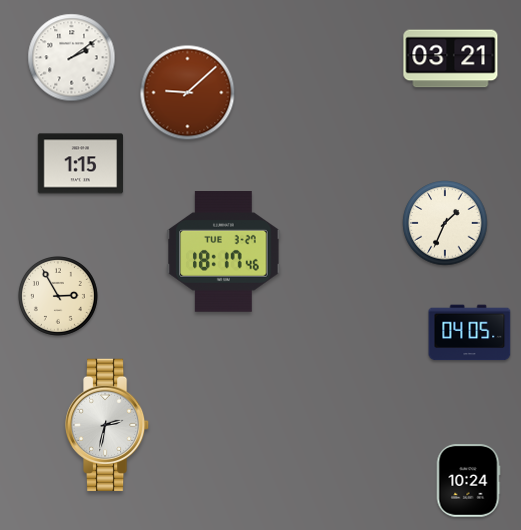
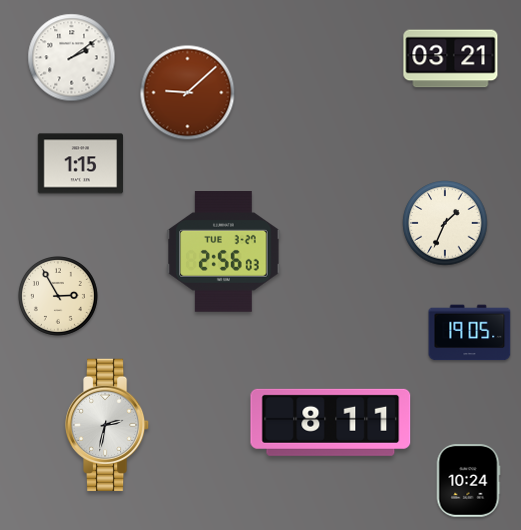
clock at (224, 252): 18:17 -> 2:56
clock at (470, 333): 04:05 -> 19:05
clock at (331, 422): none -> 8:11
